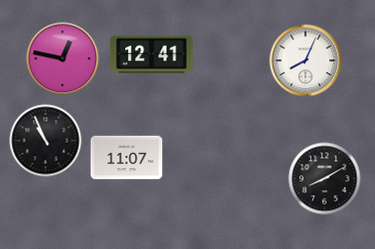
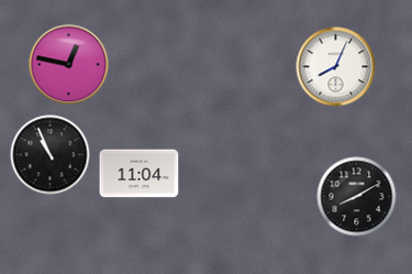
clock at (152, 55): 12:41 -> none
clock at (127, 158): 11:07 -> 11:04
